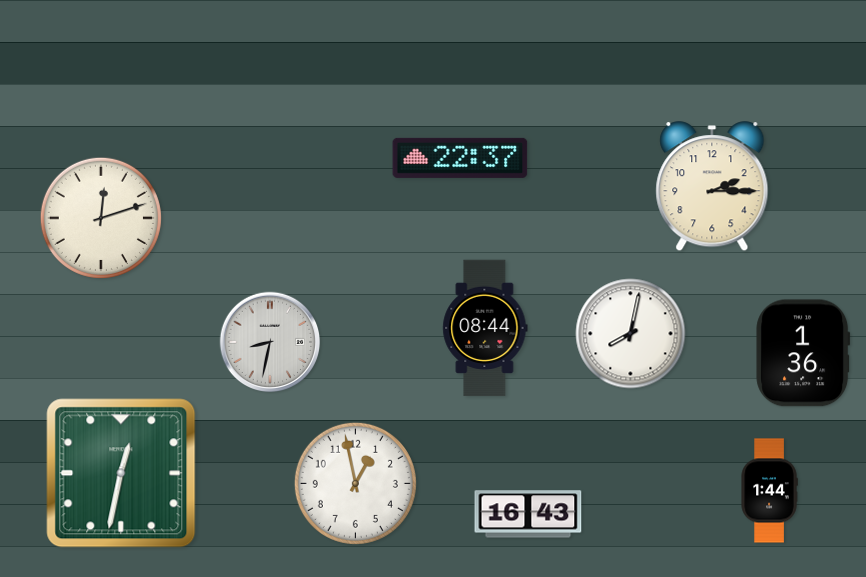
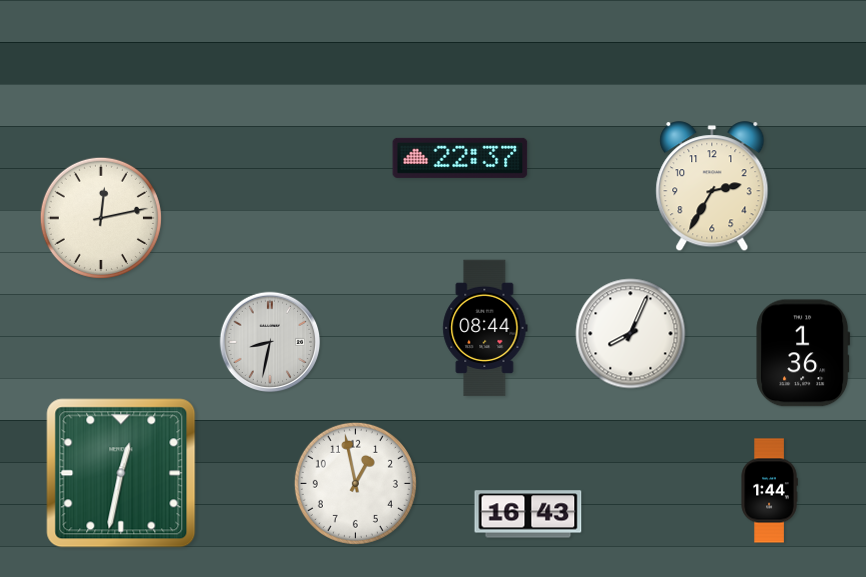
clock at (712, 187): 2:15 -> 2:35
clock at (101, 218): 12:12 -> 12:13
clock at (631, 334): 8:02 -> 8:04
